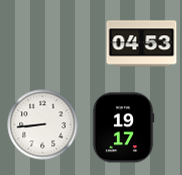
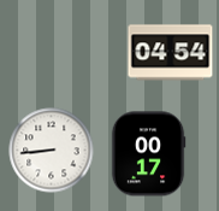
clock at (142, 44): 04:53 -> 04:54
clock at (123, 128): 19:17 -> 00:17
